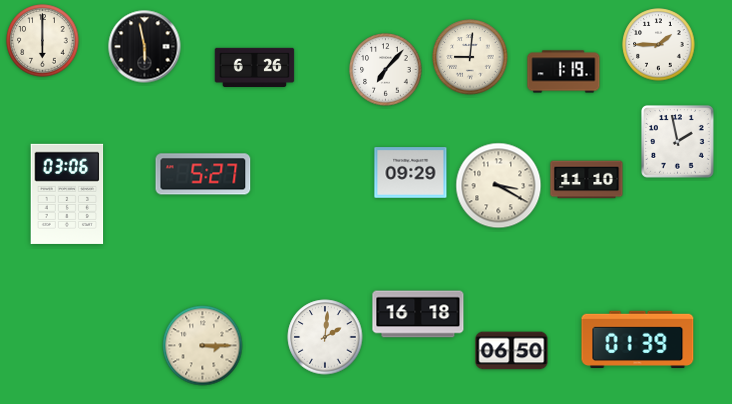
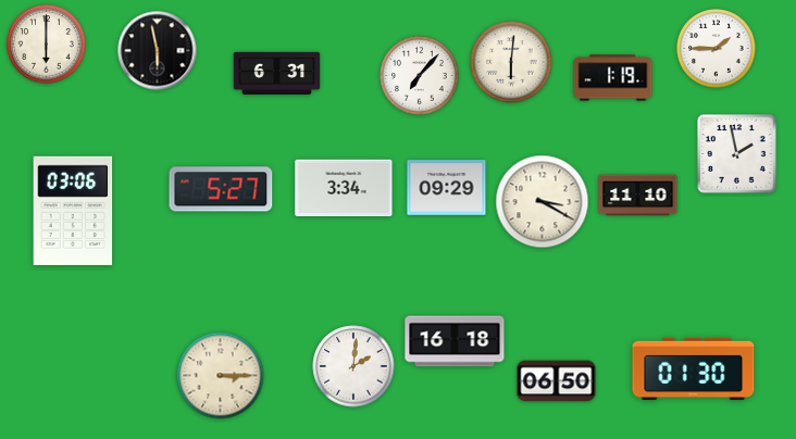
clock at (470, 57): 9:01 -> 6:01
clock at (255, 67): 6:26 -> 6:31
clock at (344, 188): none -> 3:34
clock at (638, 340): 01:39 -> 01:30
